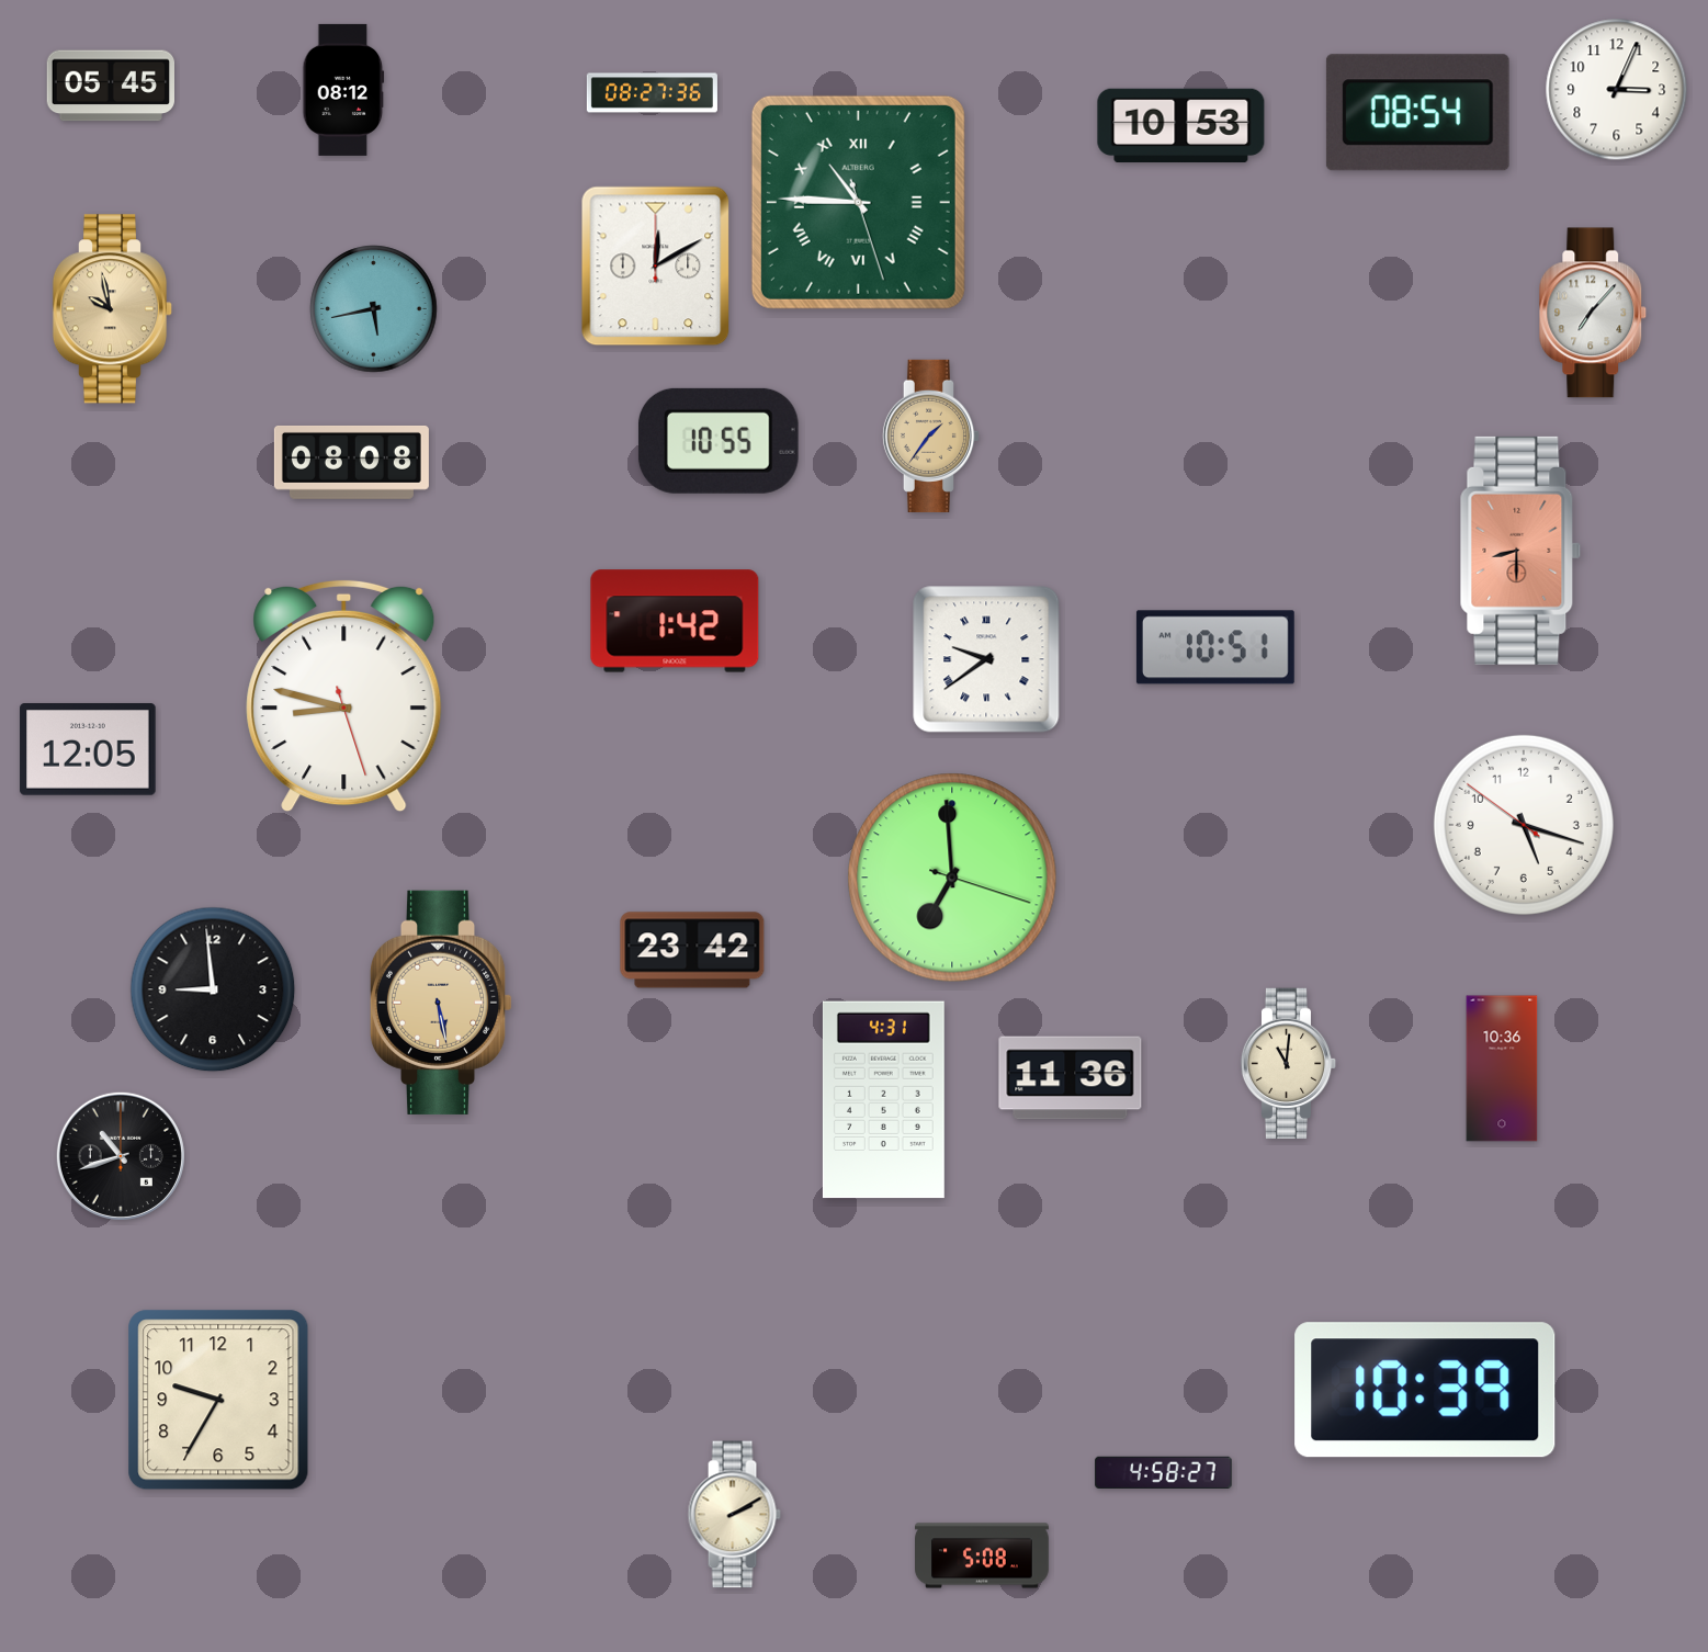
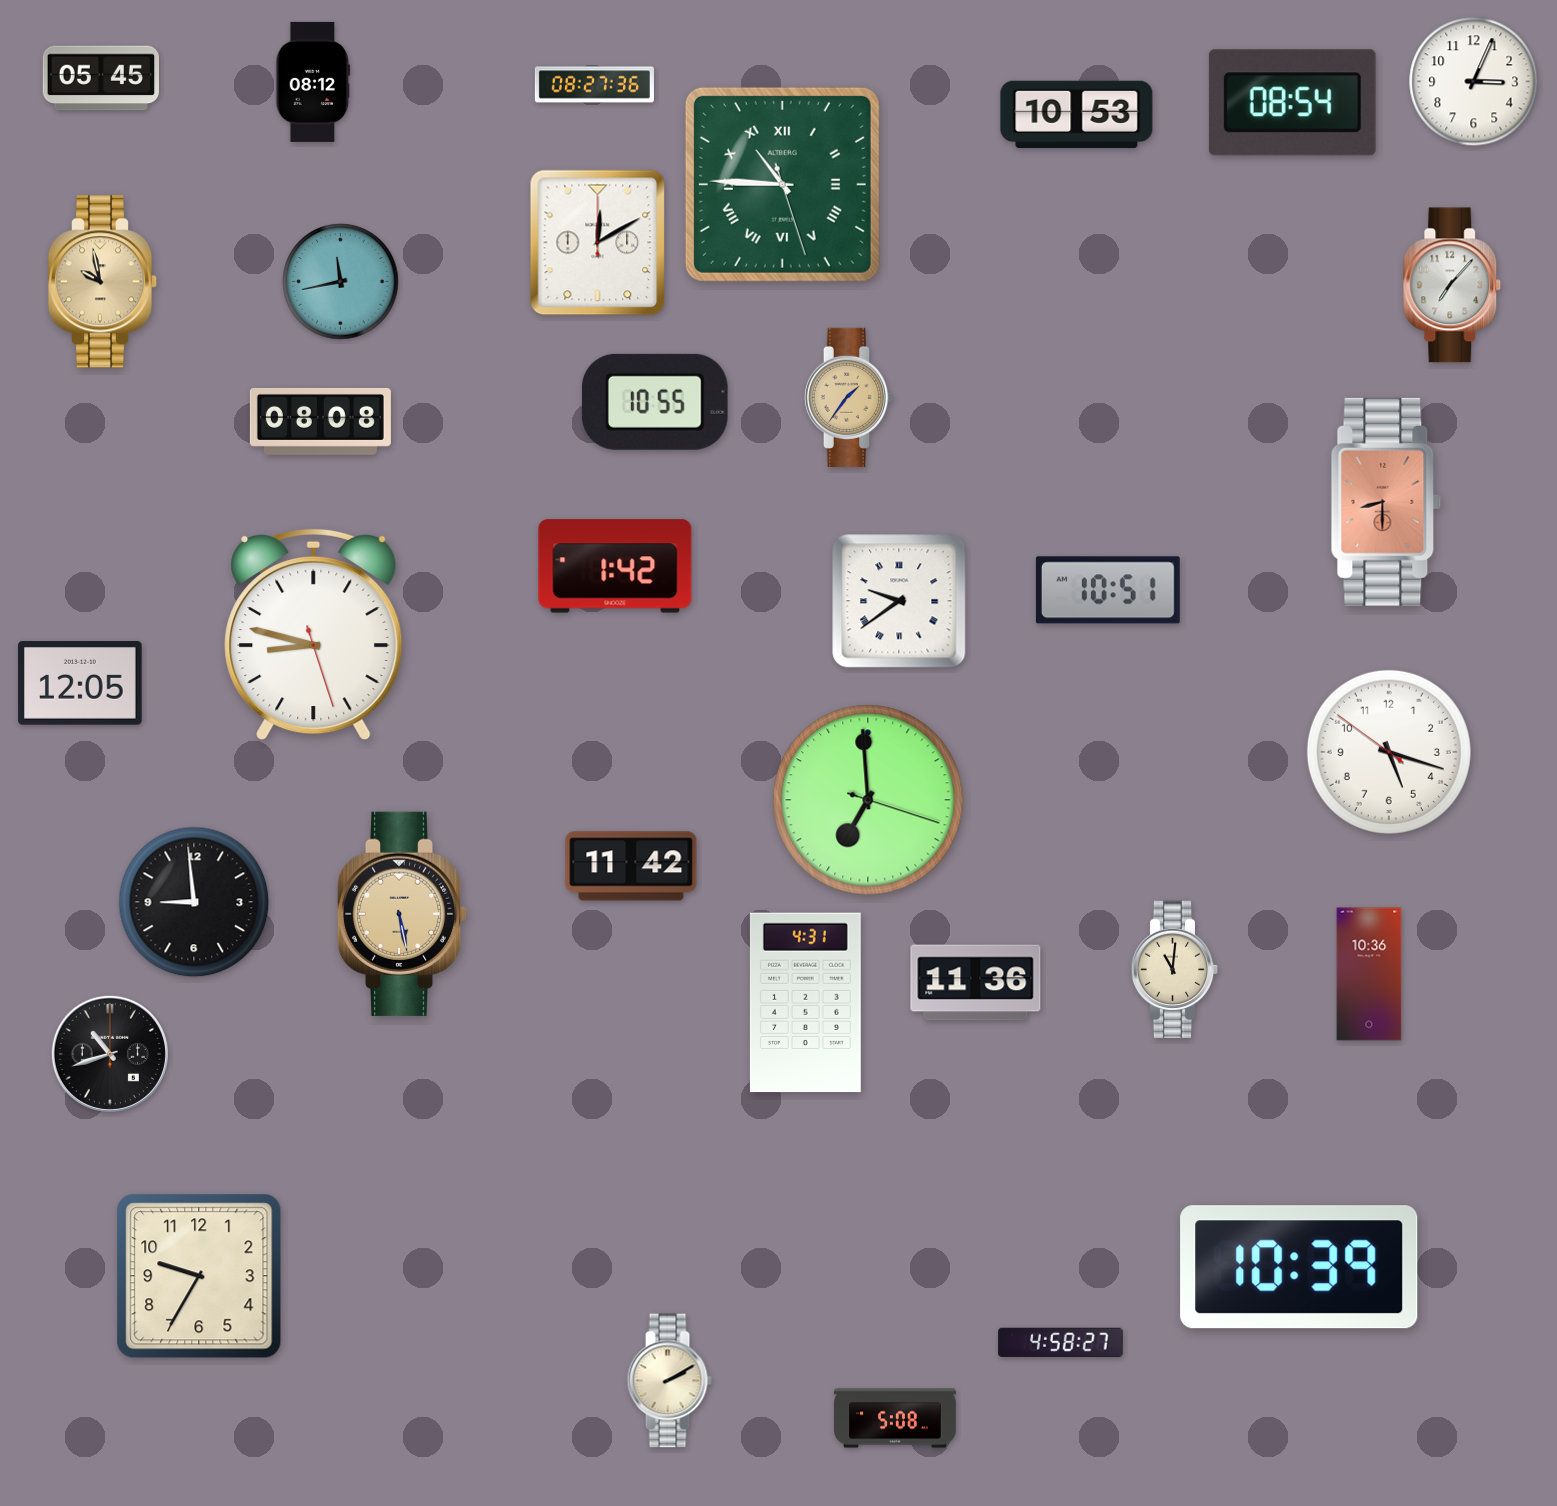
clock at (374, 309): 5:43 -> 11:43
clock at (692, 950): 23:42 -> 11:42
